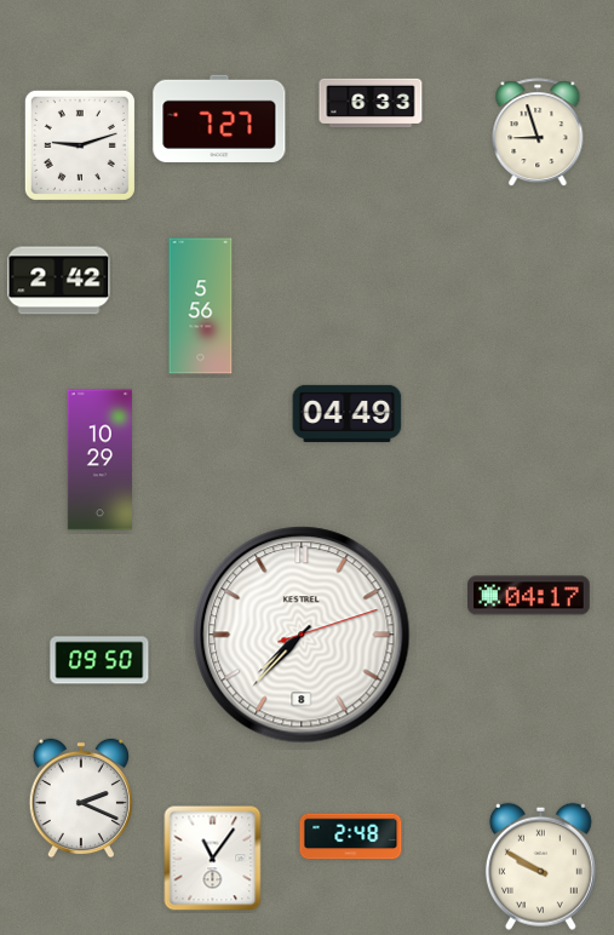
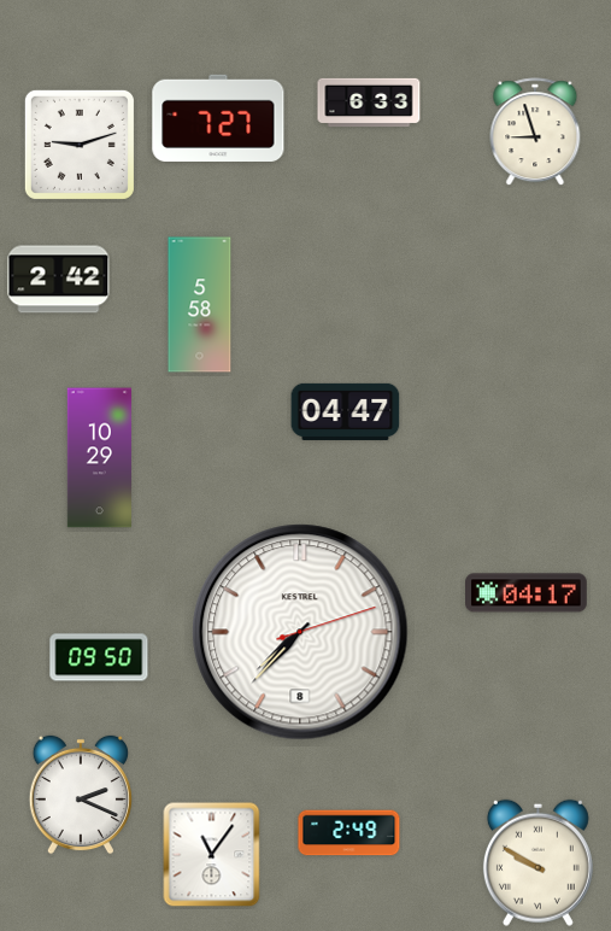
clock at (201, 306): 5:56 -> 5:58
clock at (348, 413): 04:49 -> 04:47
clock at (351, 837): 2:48 -> 2:49
